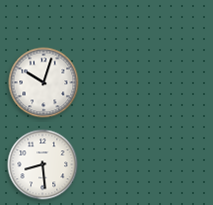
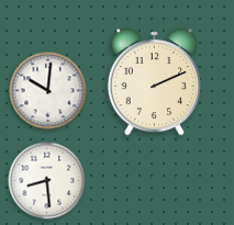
clock at (154, 81): none -> 2:11
clock at (44, 83): 10:03 -> 10:01
